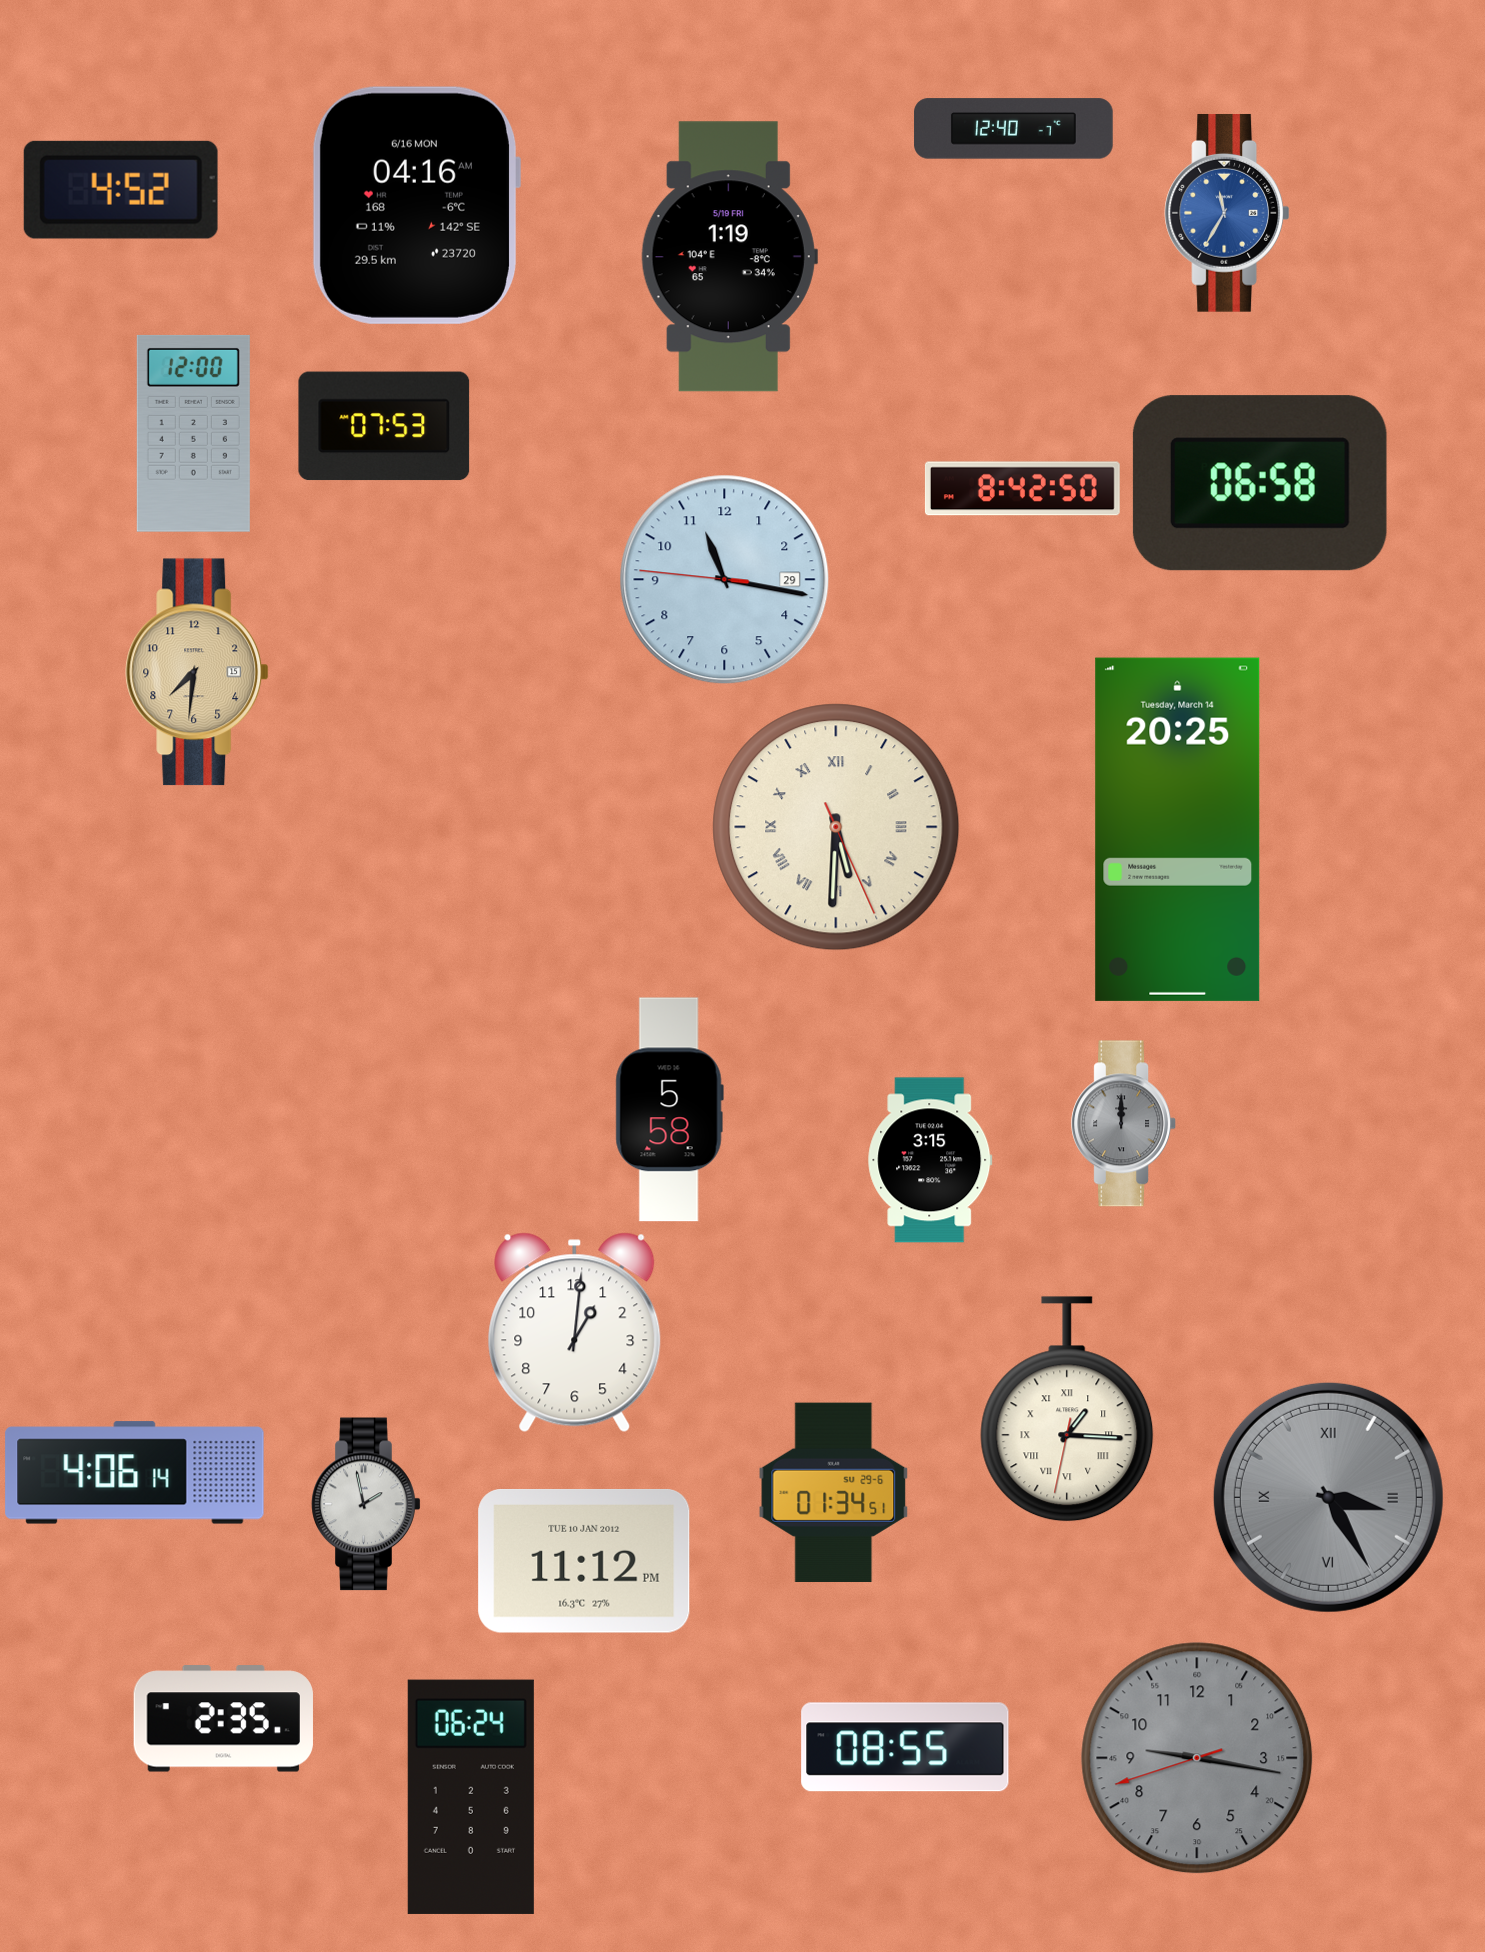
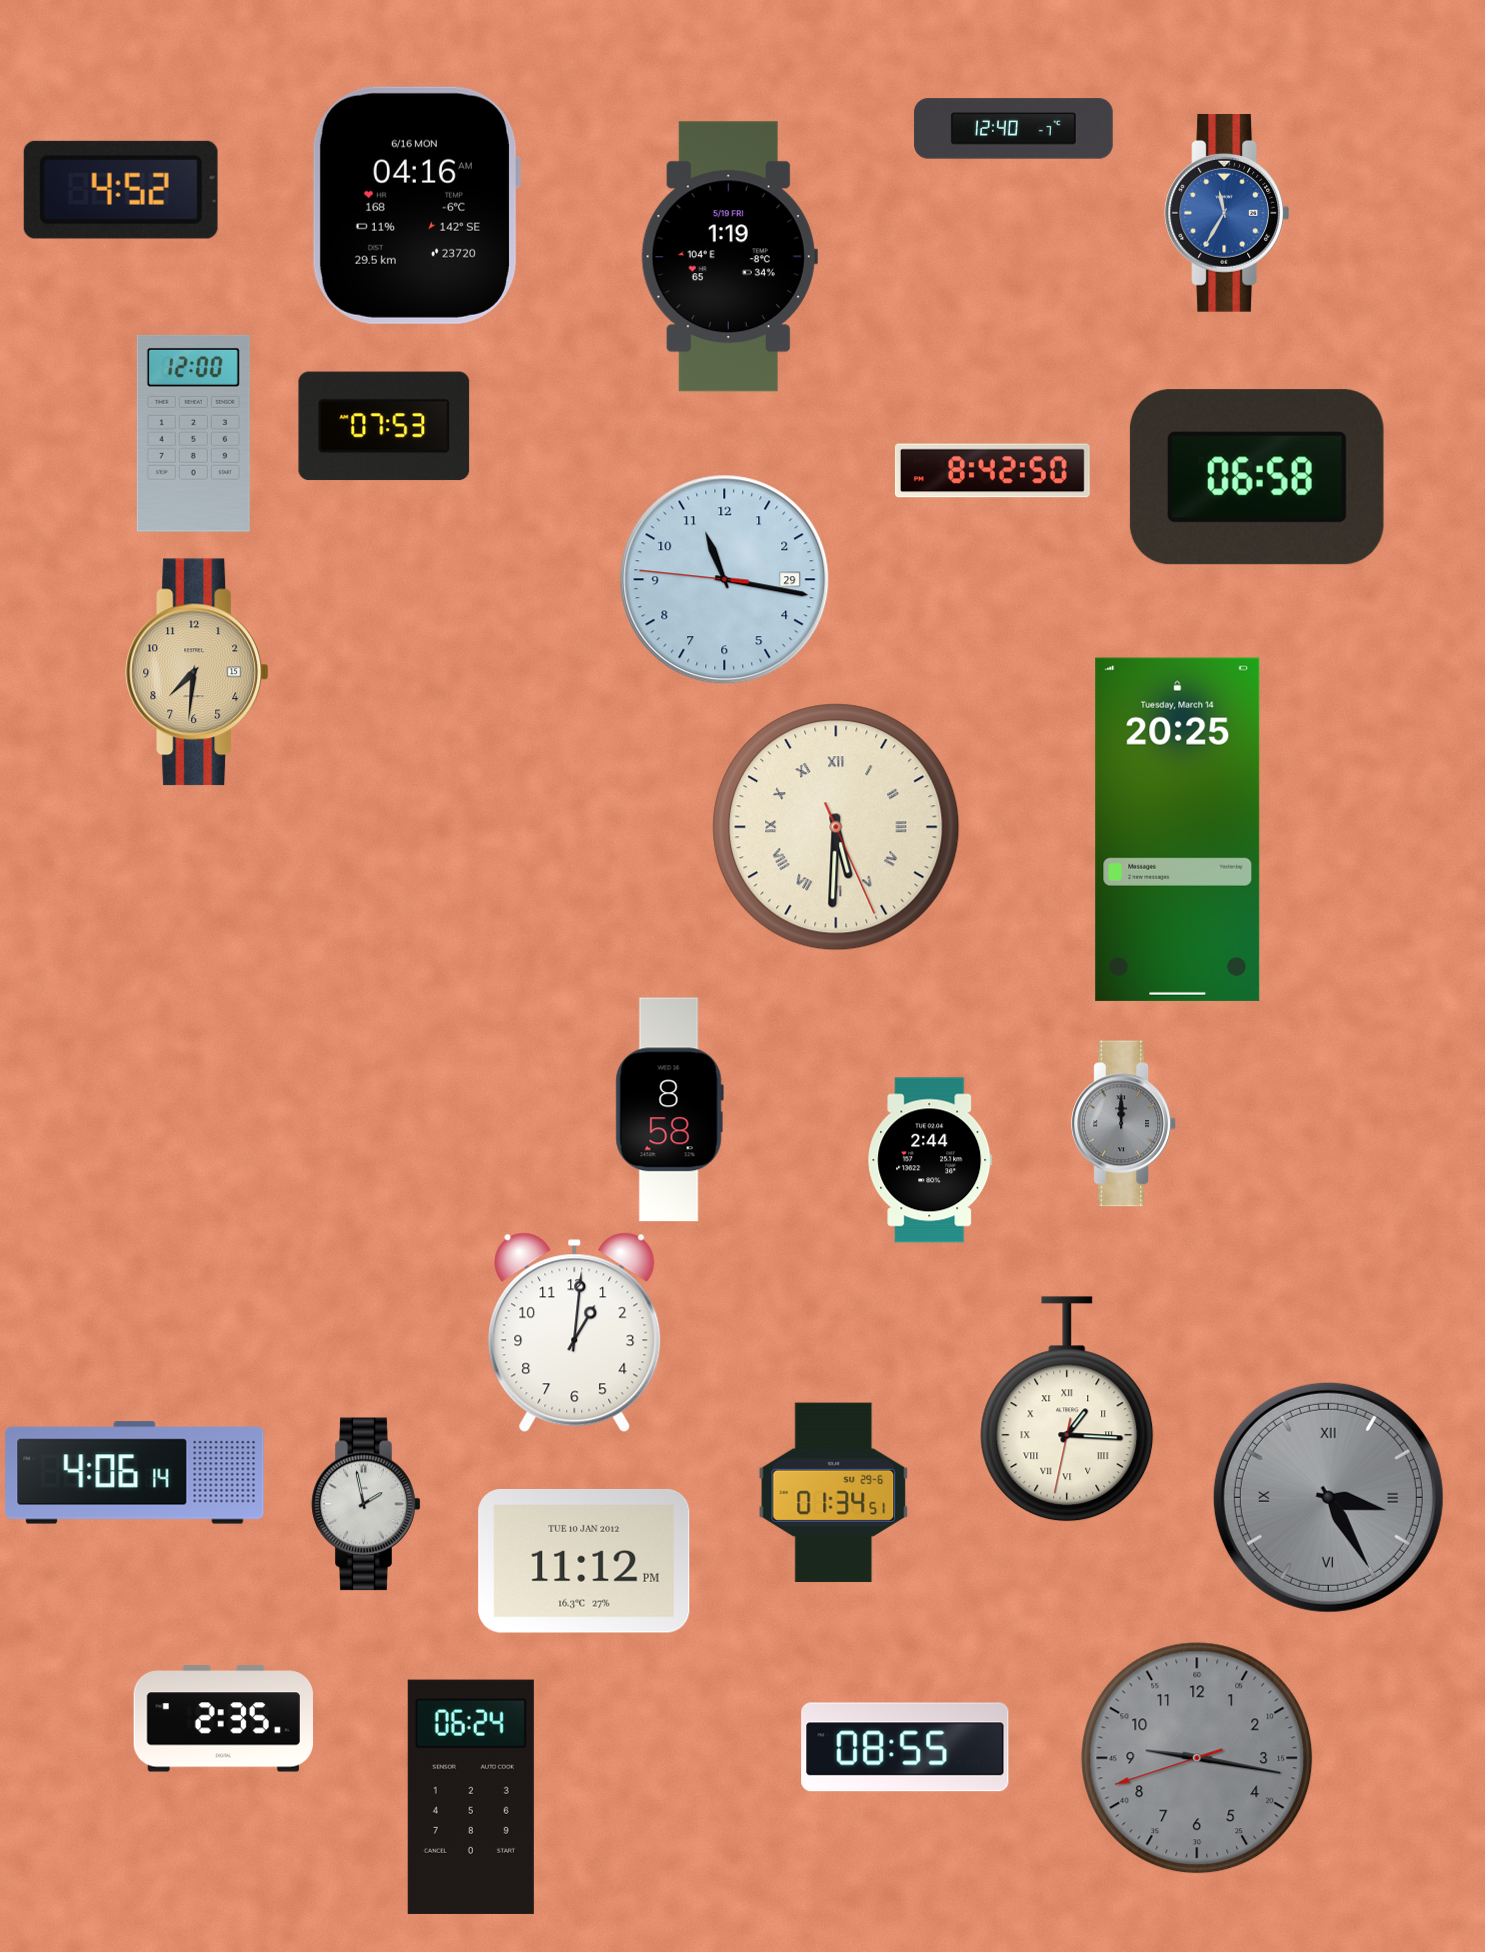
clock at (1260, 483) position: (1260, 483) -> (1257, 477)
clock at (1022, 489) position: (1022, 489) -> (992, 471)
clock at (669, 1110): 5:58 -> 8:58
clock at (930, 1160): 3:15 -> 2:44
